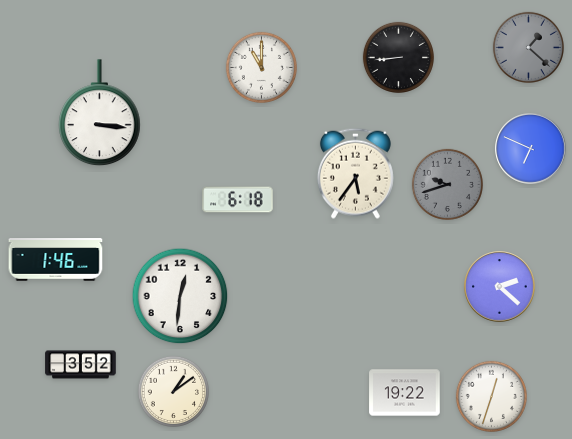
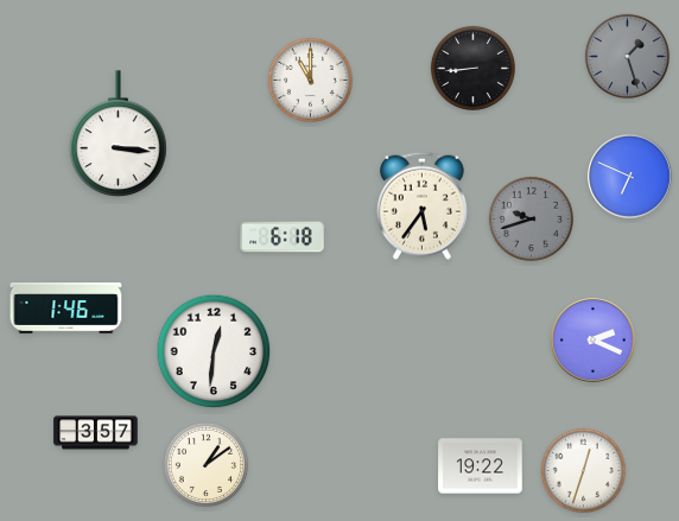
clock at (528, 47): 1:22 -> 1:27
clock at (500, 287): 2:22 -> 2:19
clock at (81, 365): 3:52 -> 3:57
